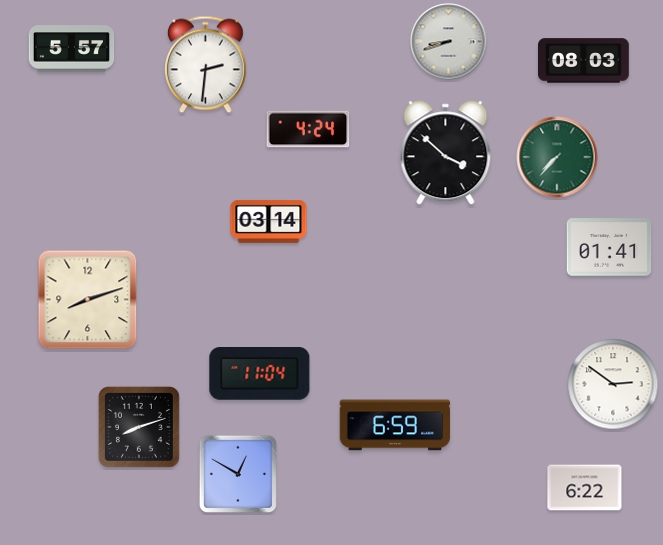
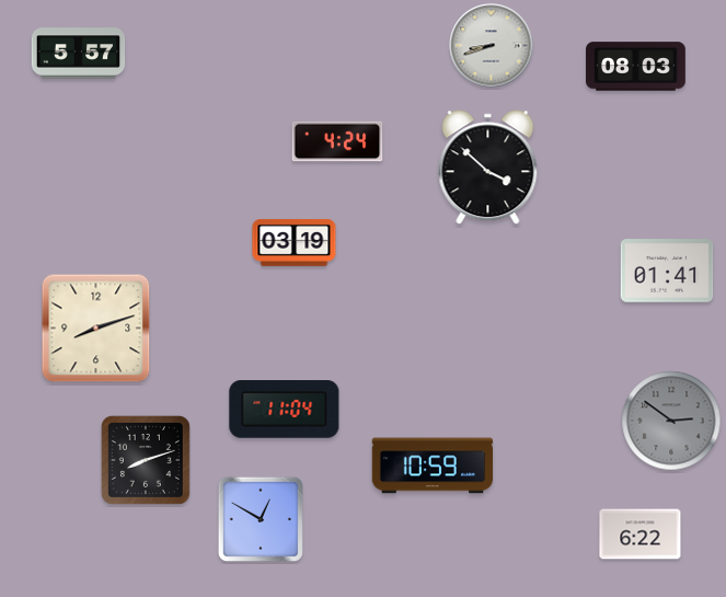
clock at (584, 61) position: (584, 61) -> (636, 67)
clock at (205, 65): 2:31 -> none
clock at (557, 157): 7:37 -> none
clock at (269, 221): 03:14 -> 03:19
clock at (613, 384) dial: white -> grey
clock at (395, 425): 6:59 -> 10:59
clock at (139, 427) position: (139, 427) -> (146, 460)
